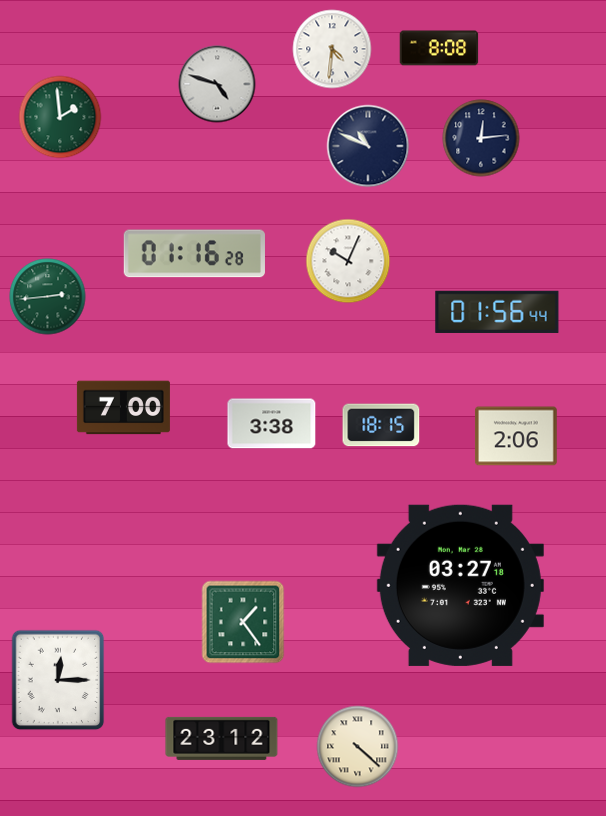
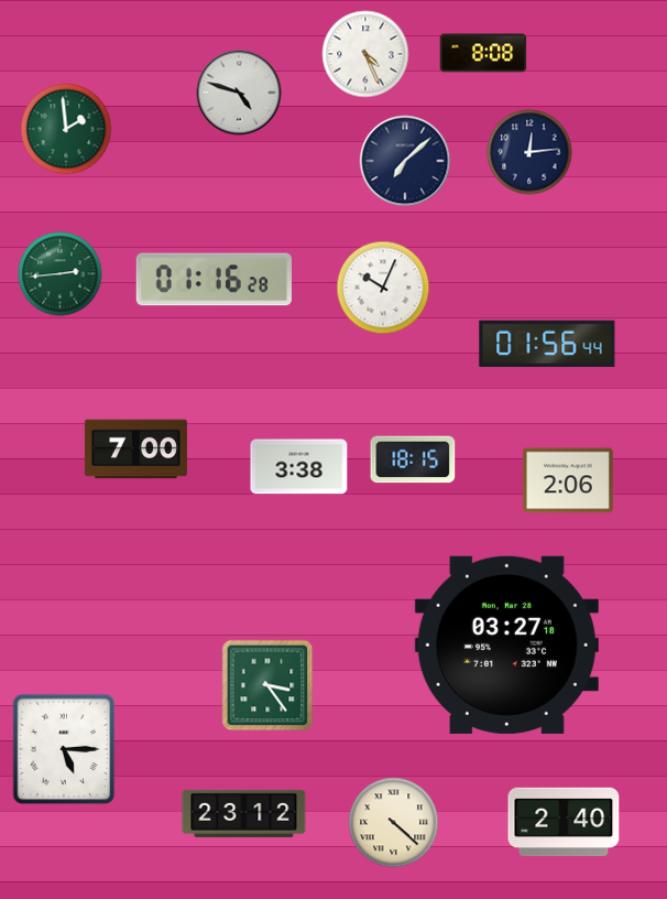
clock at (332, 49): 4:31 -> 4:26
clock at (368, 146): 10:49 -> 7:08
clock at (48, 297) position: (48, 297) -> (61, 274)
clock at (381, 425) position: (381, 425) -> (413, 459)
clock at (243, 622): 1:24 -> 3:24
clock at (58, 680): 12:15 -> 5:15
clock at (564, 822): none -> 2:40
